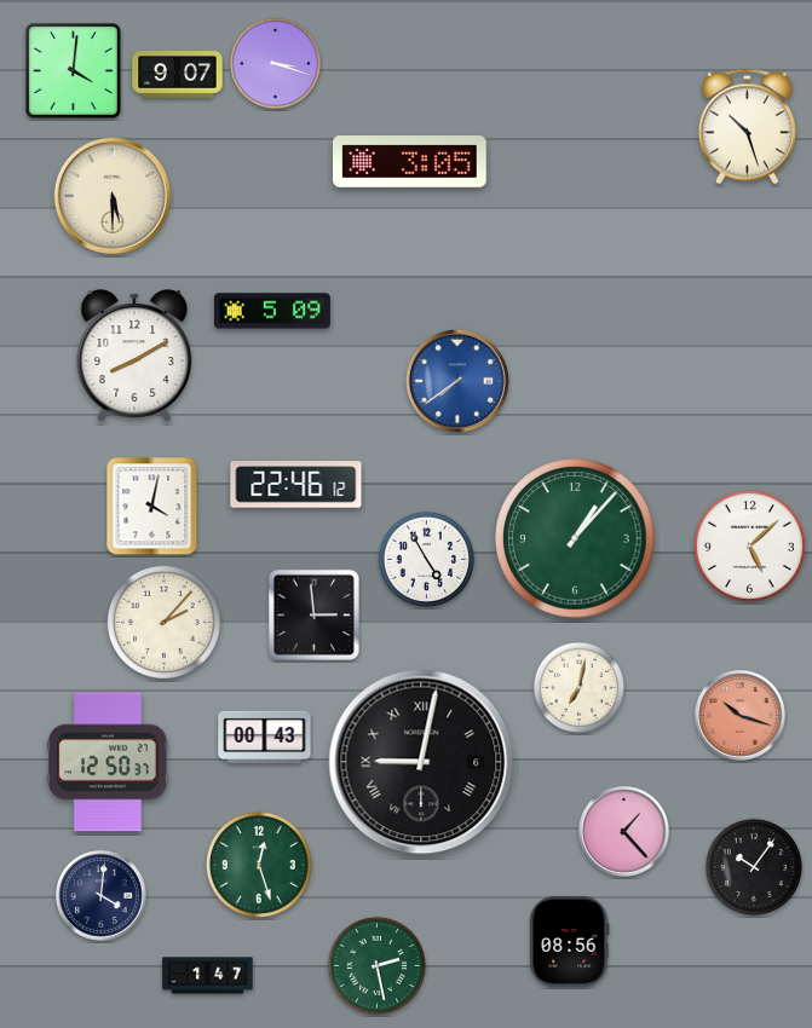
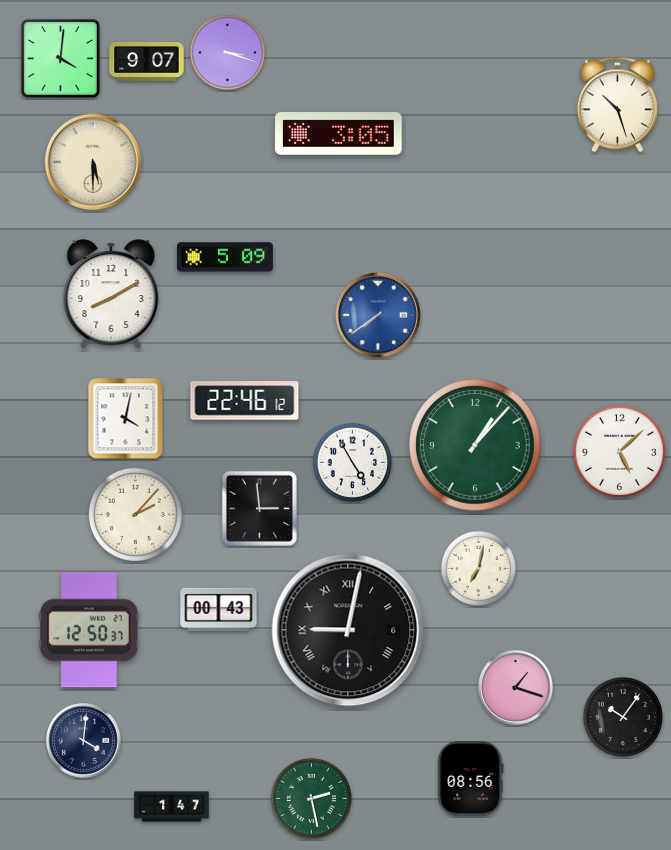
clock at (741, 716): 10:18 -> none
clock at (624, 832): 1:23 -> 1:18
clock at (259, 865): 12:27 -> none
